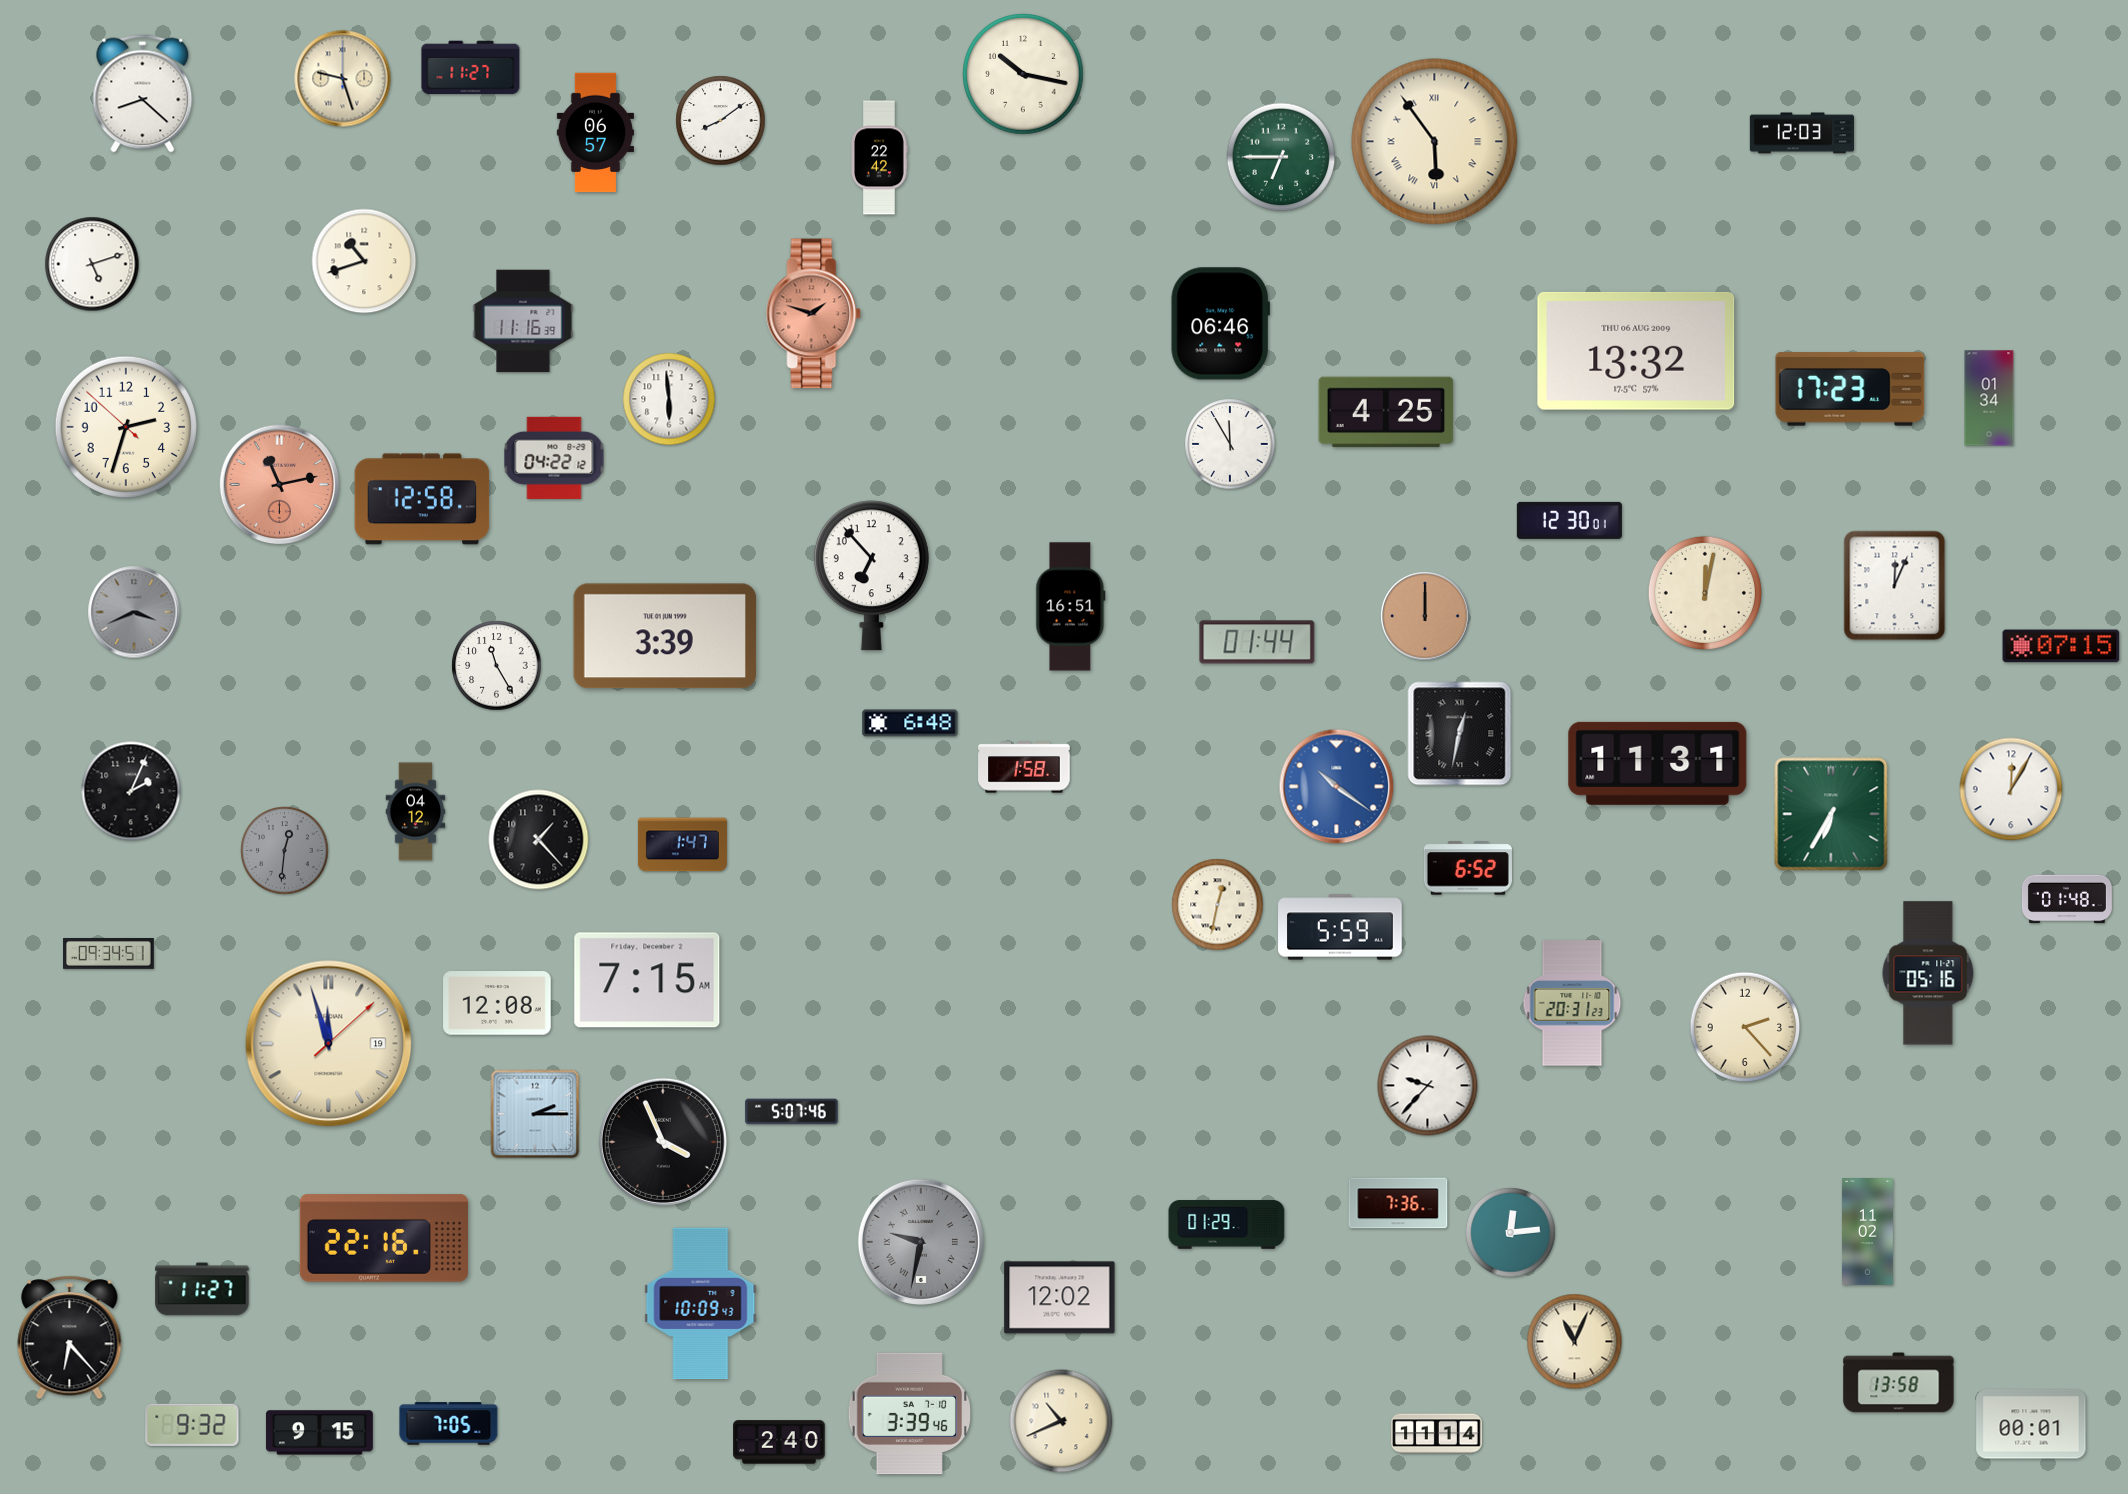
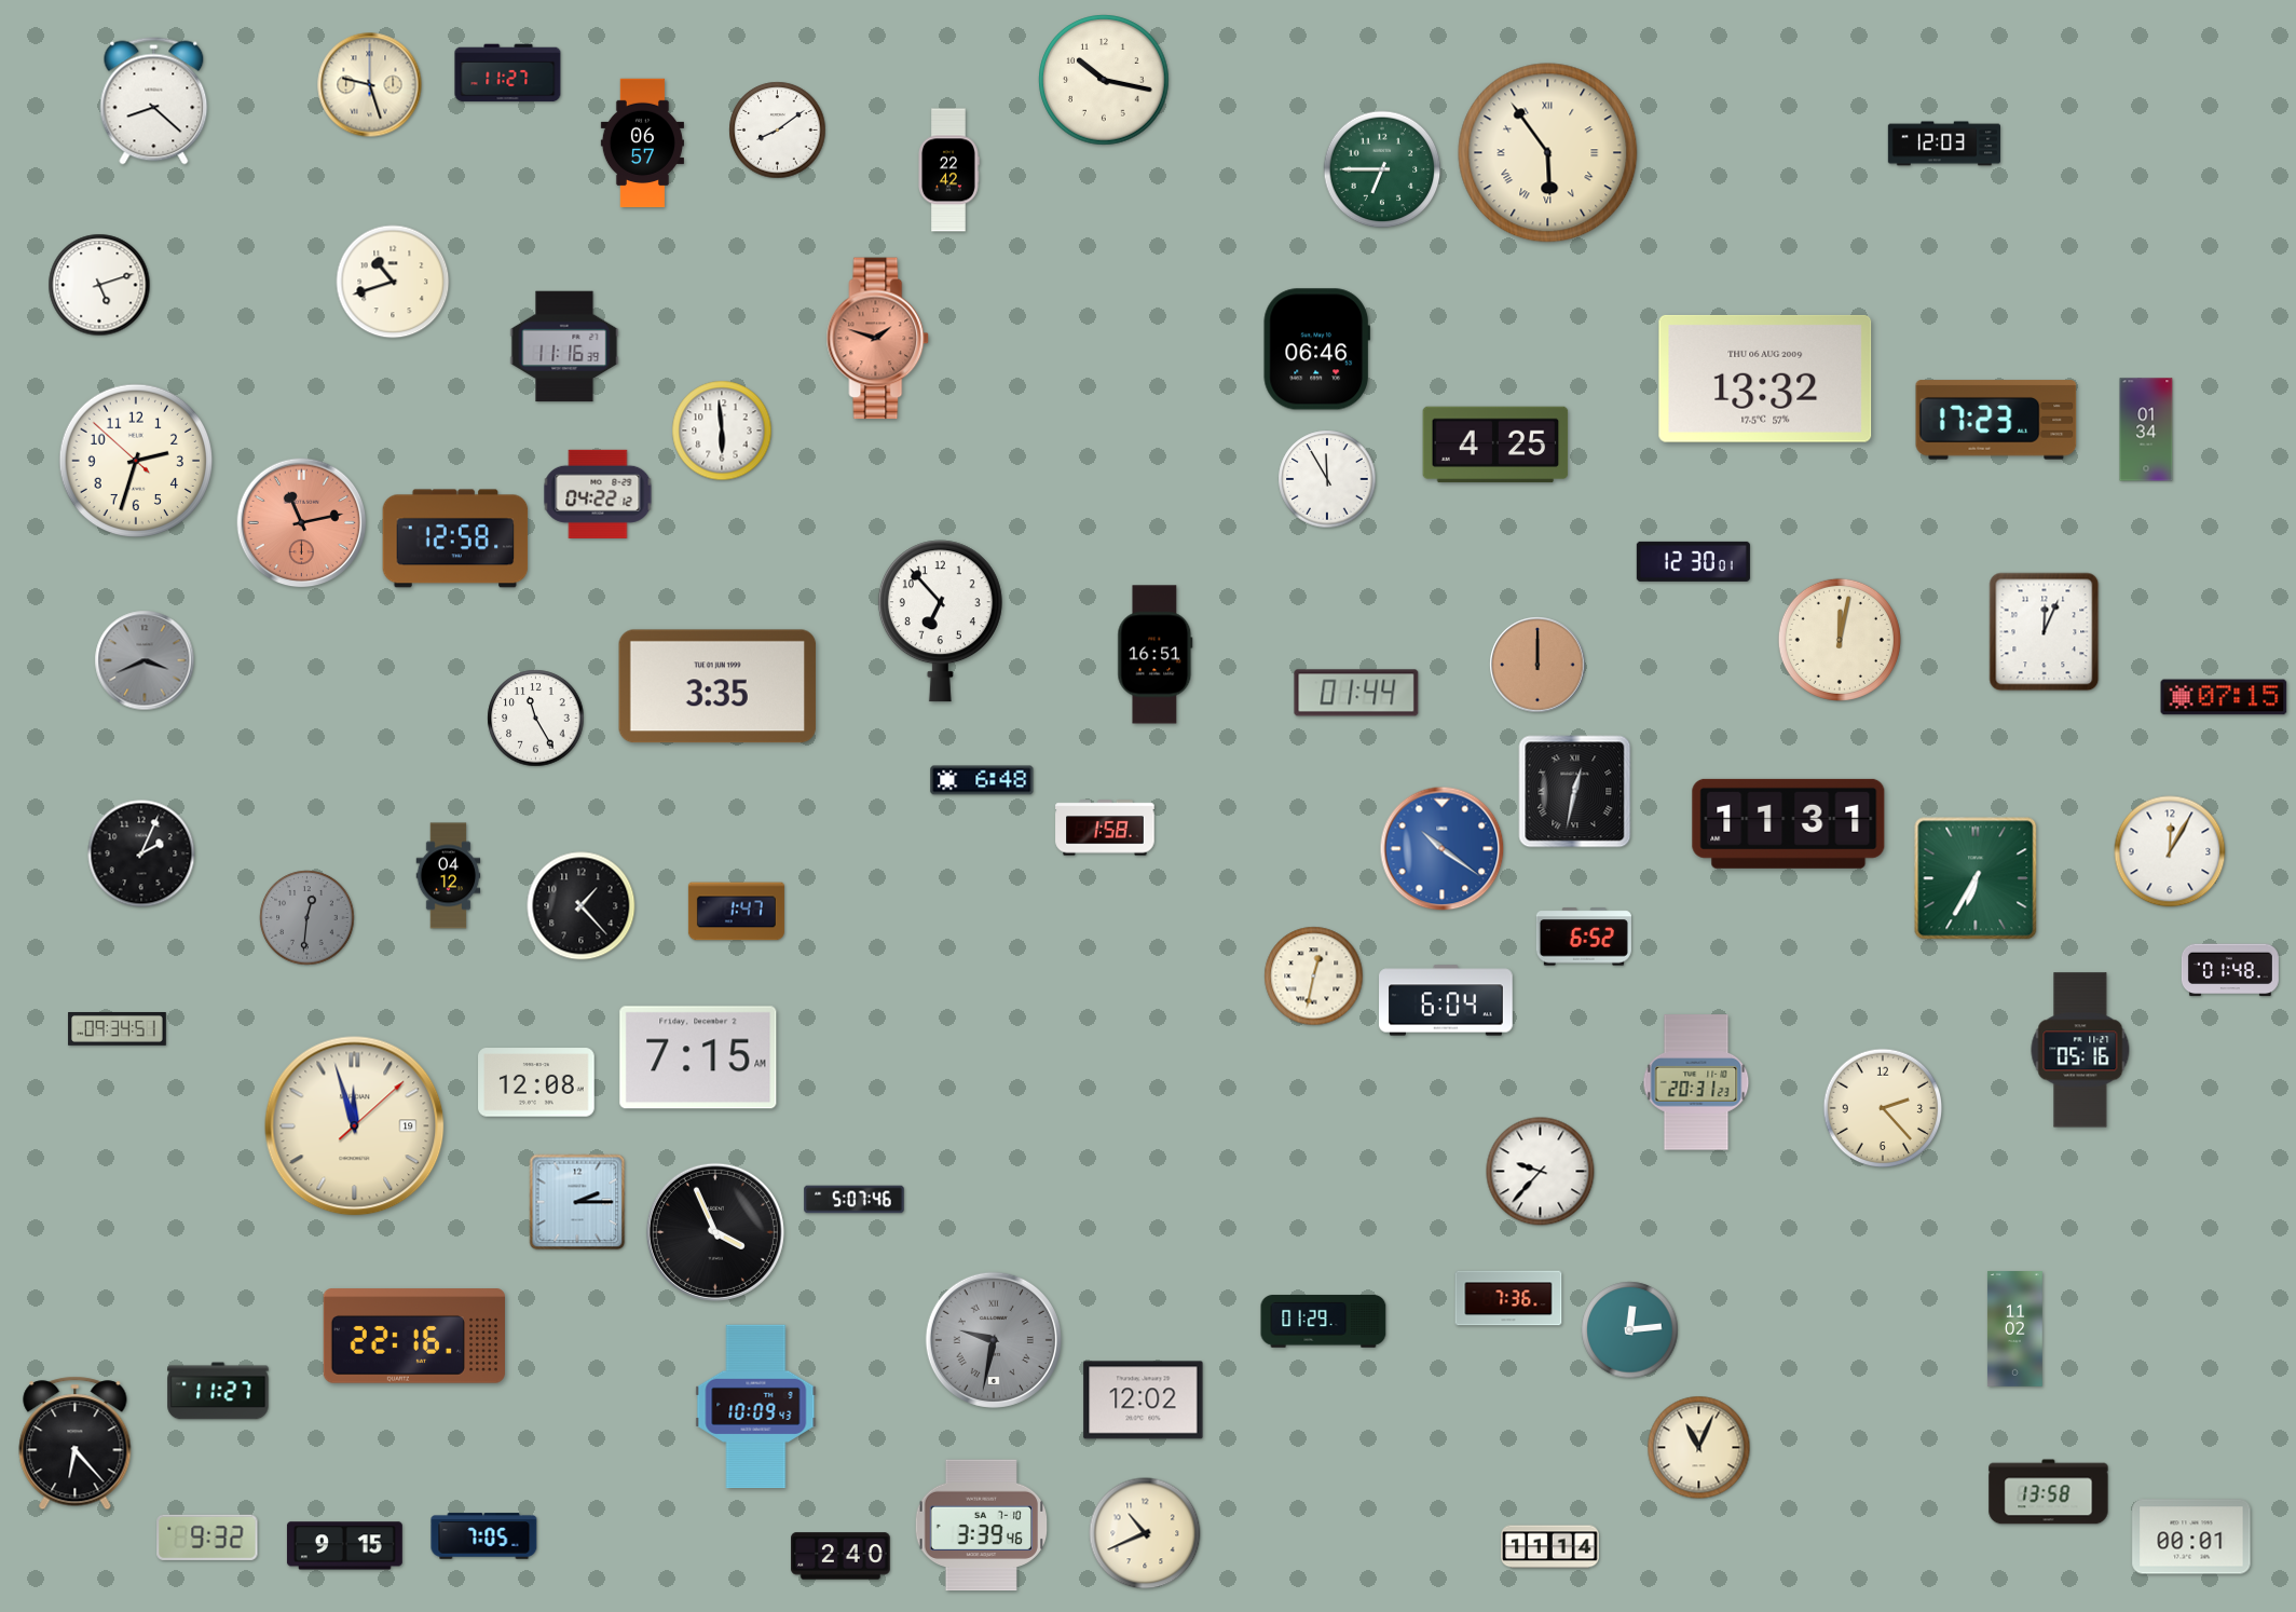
clock at (665, 636): 3:39 -> 3:35
clock at (1340, 927): 5:59 -> 6:04
